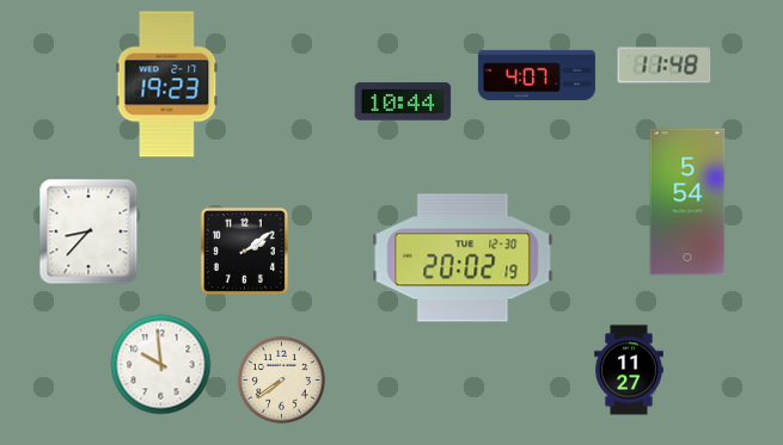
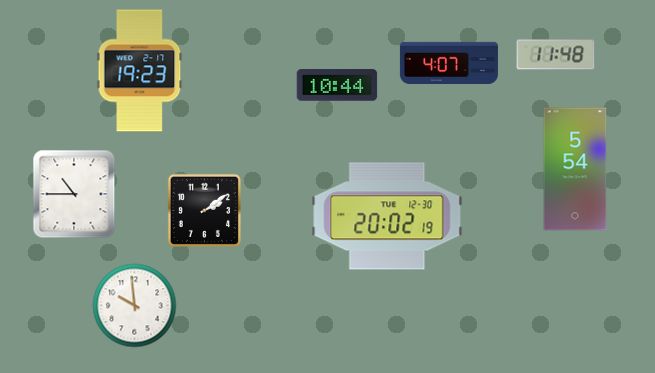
clock at (88, 231): 8:37 -> 10:45
clock at (629, 370): 11:27 -> none
clock at (281, 379): 7:39 -> none
